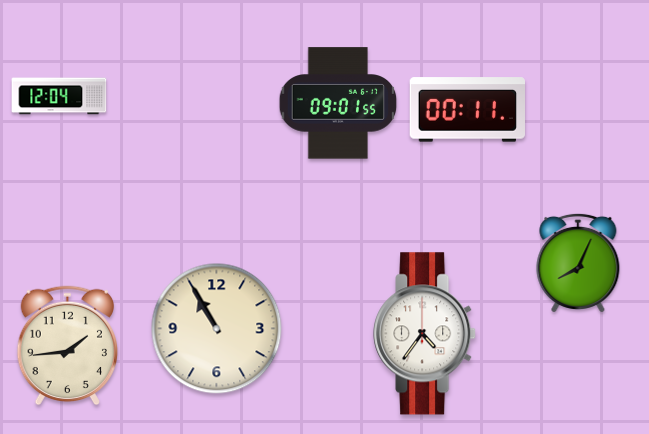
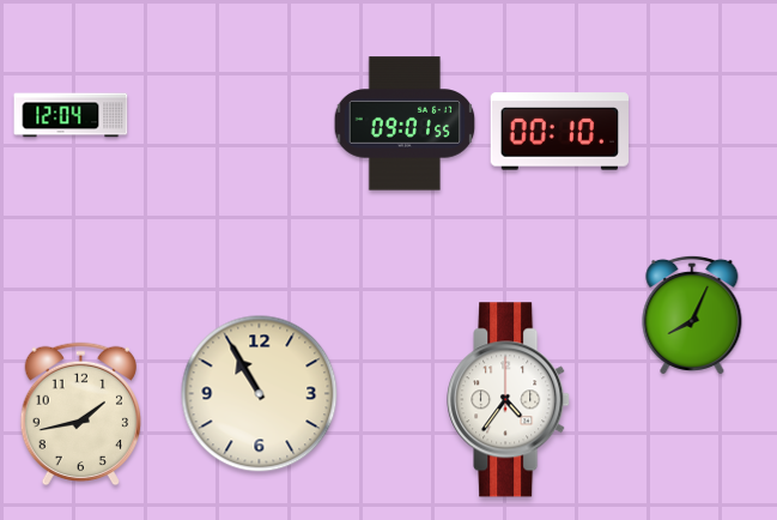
clock at (468, 110): 00:11 -> 00:10
clock at (67, 346): 1:44 -> 1:43
